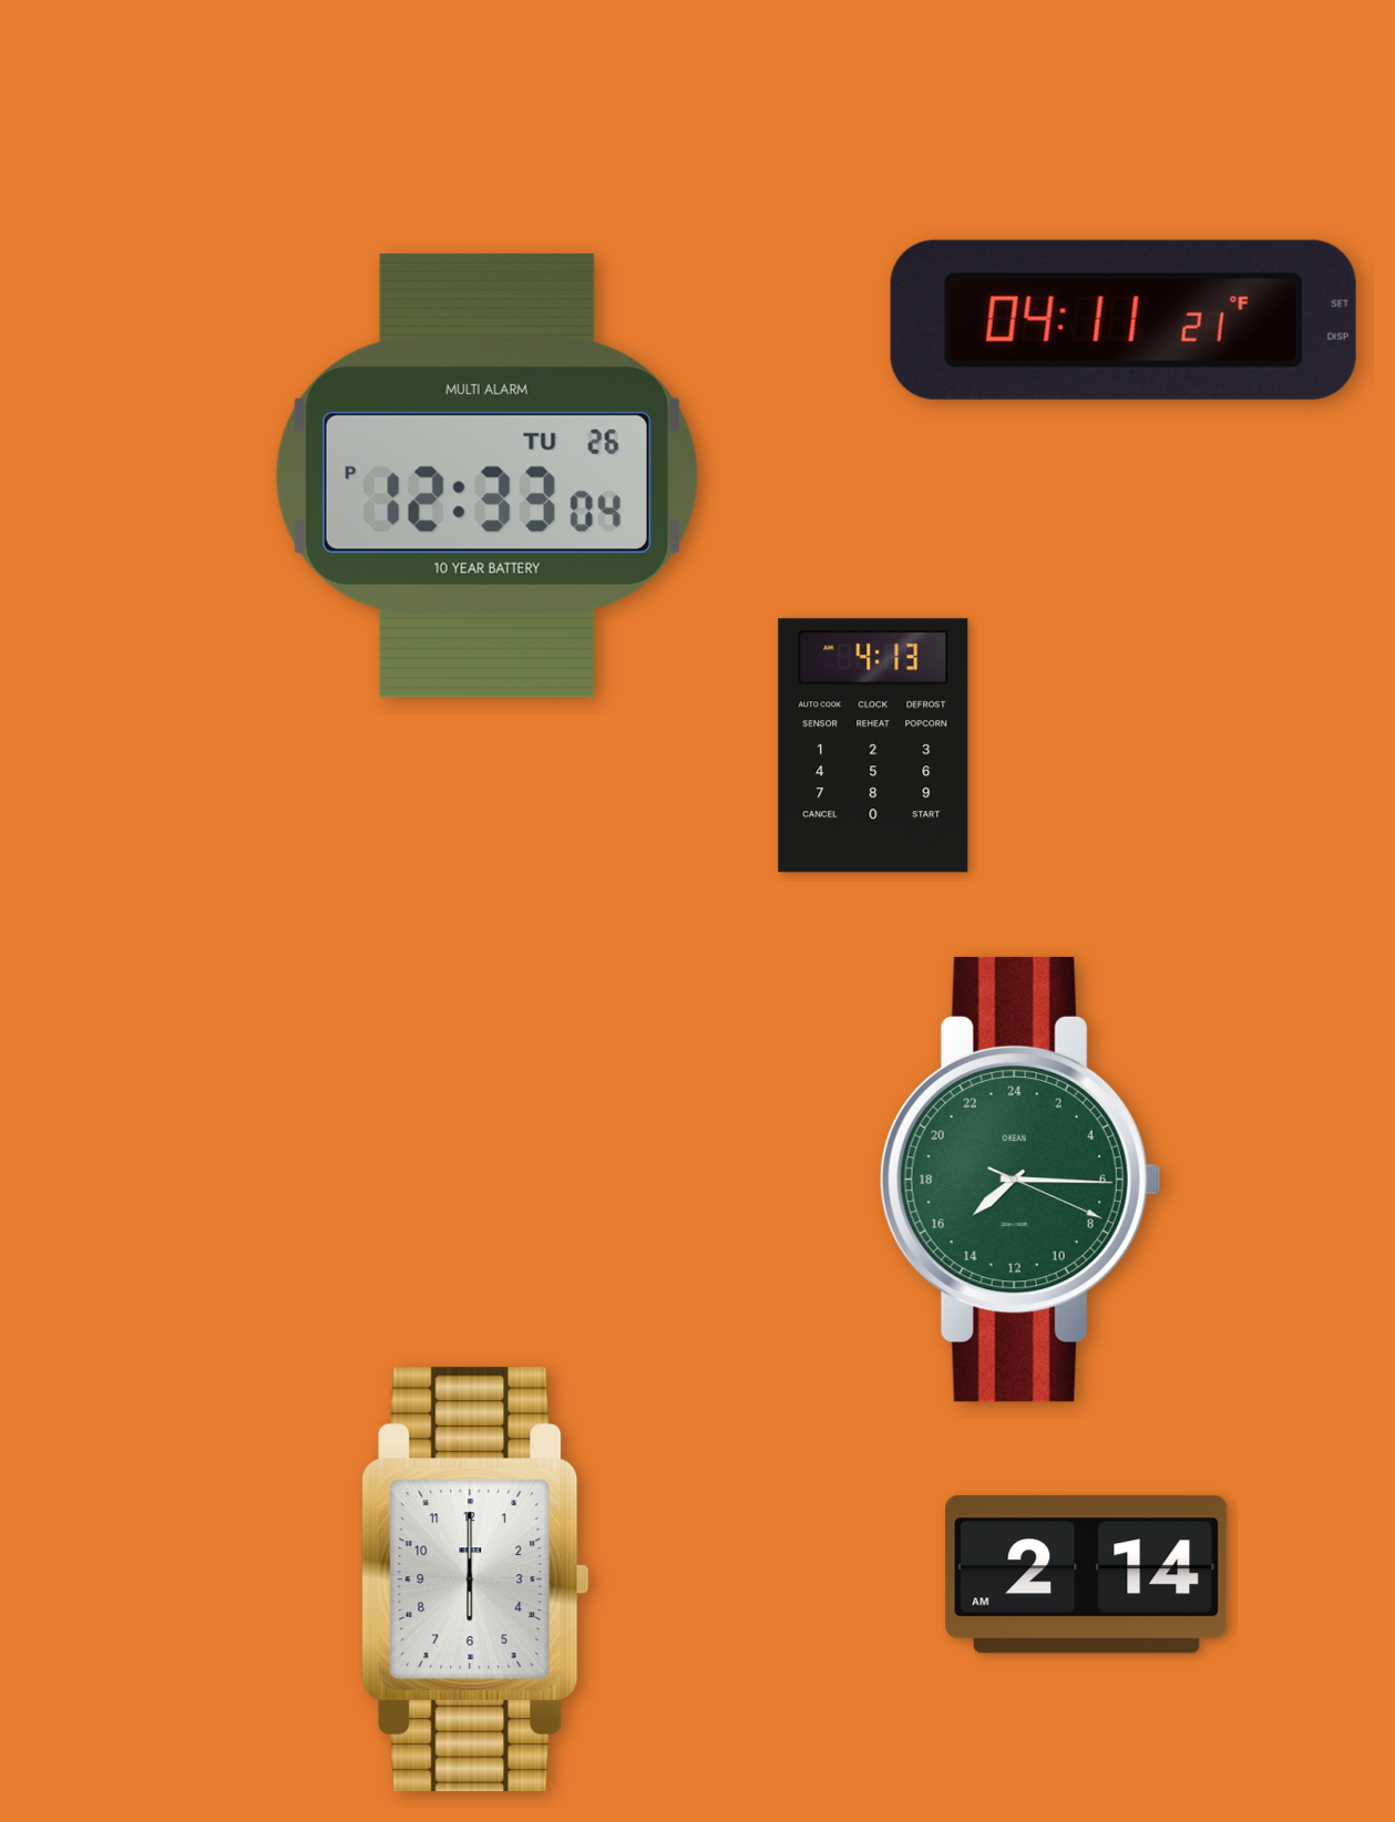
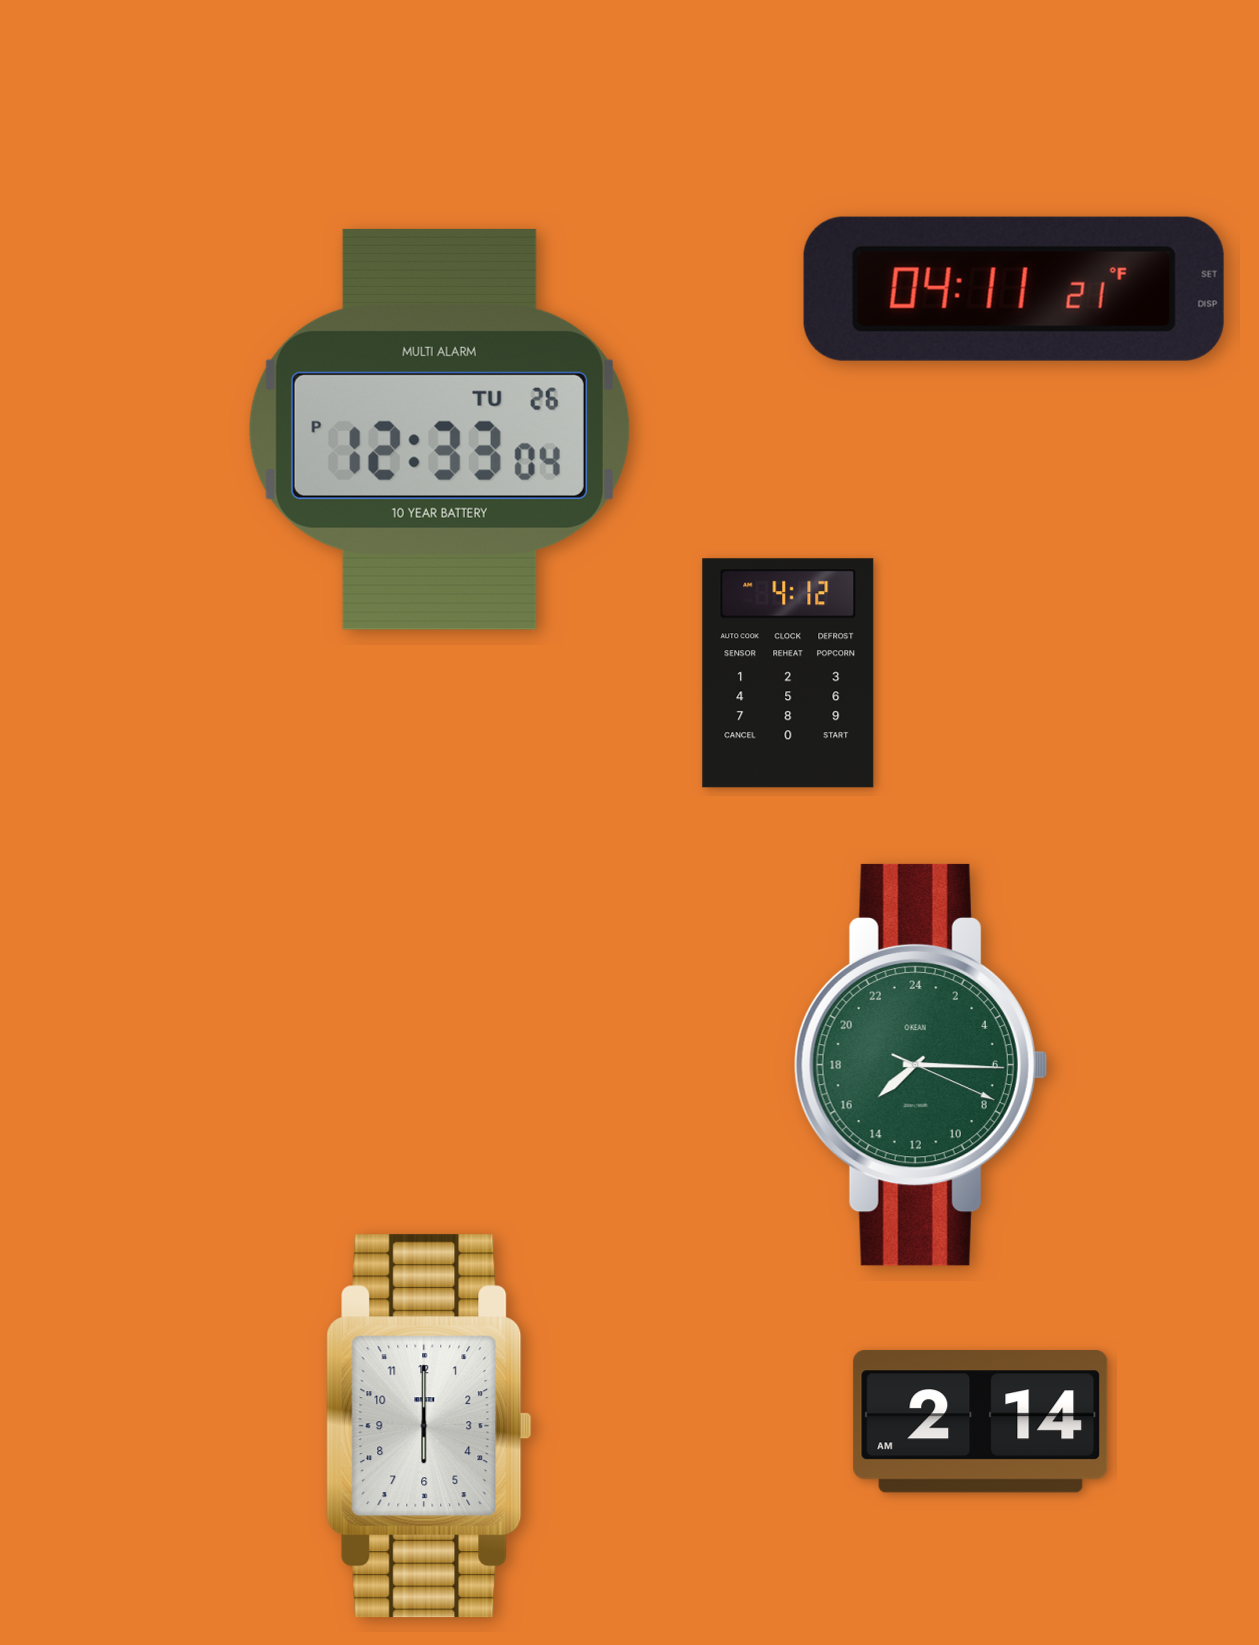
clock at (873, 745): 4:13 -> 4:12
